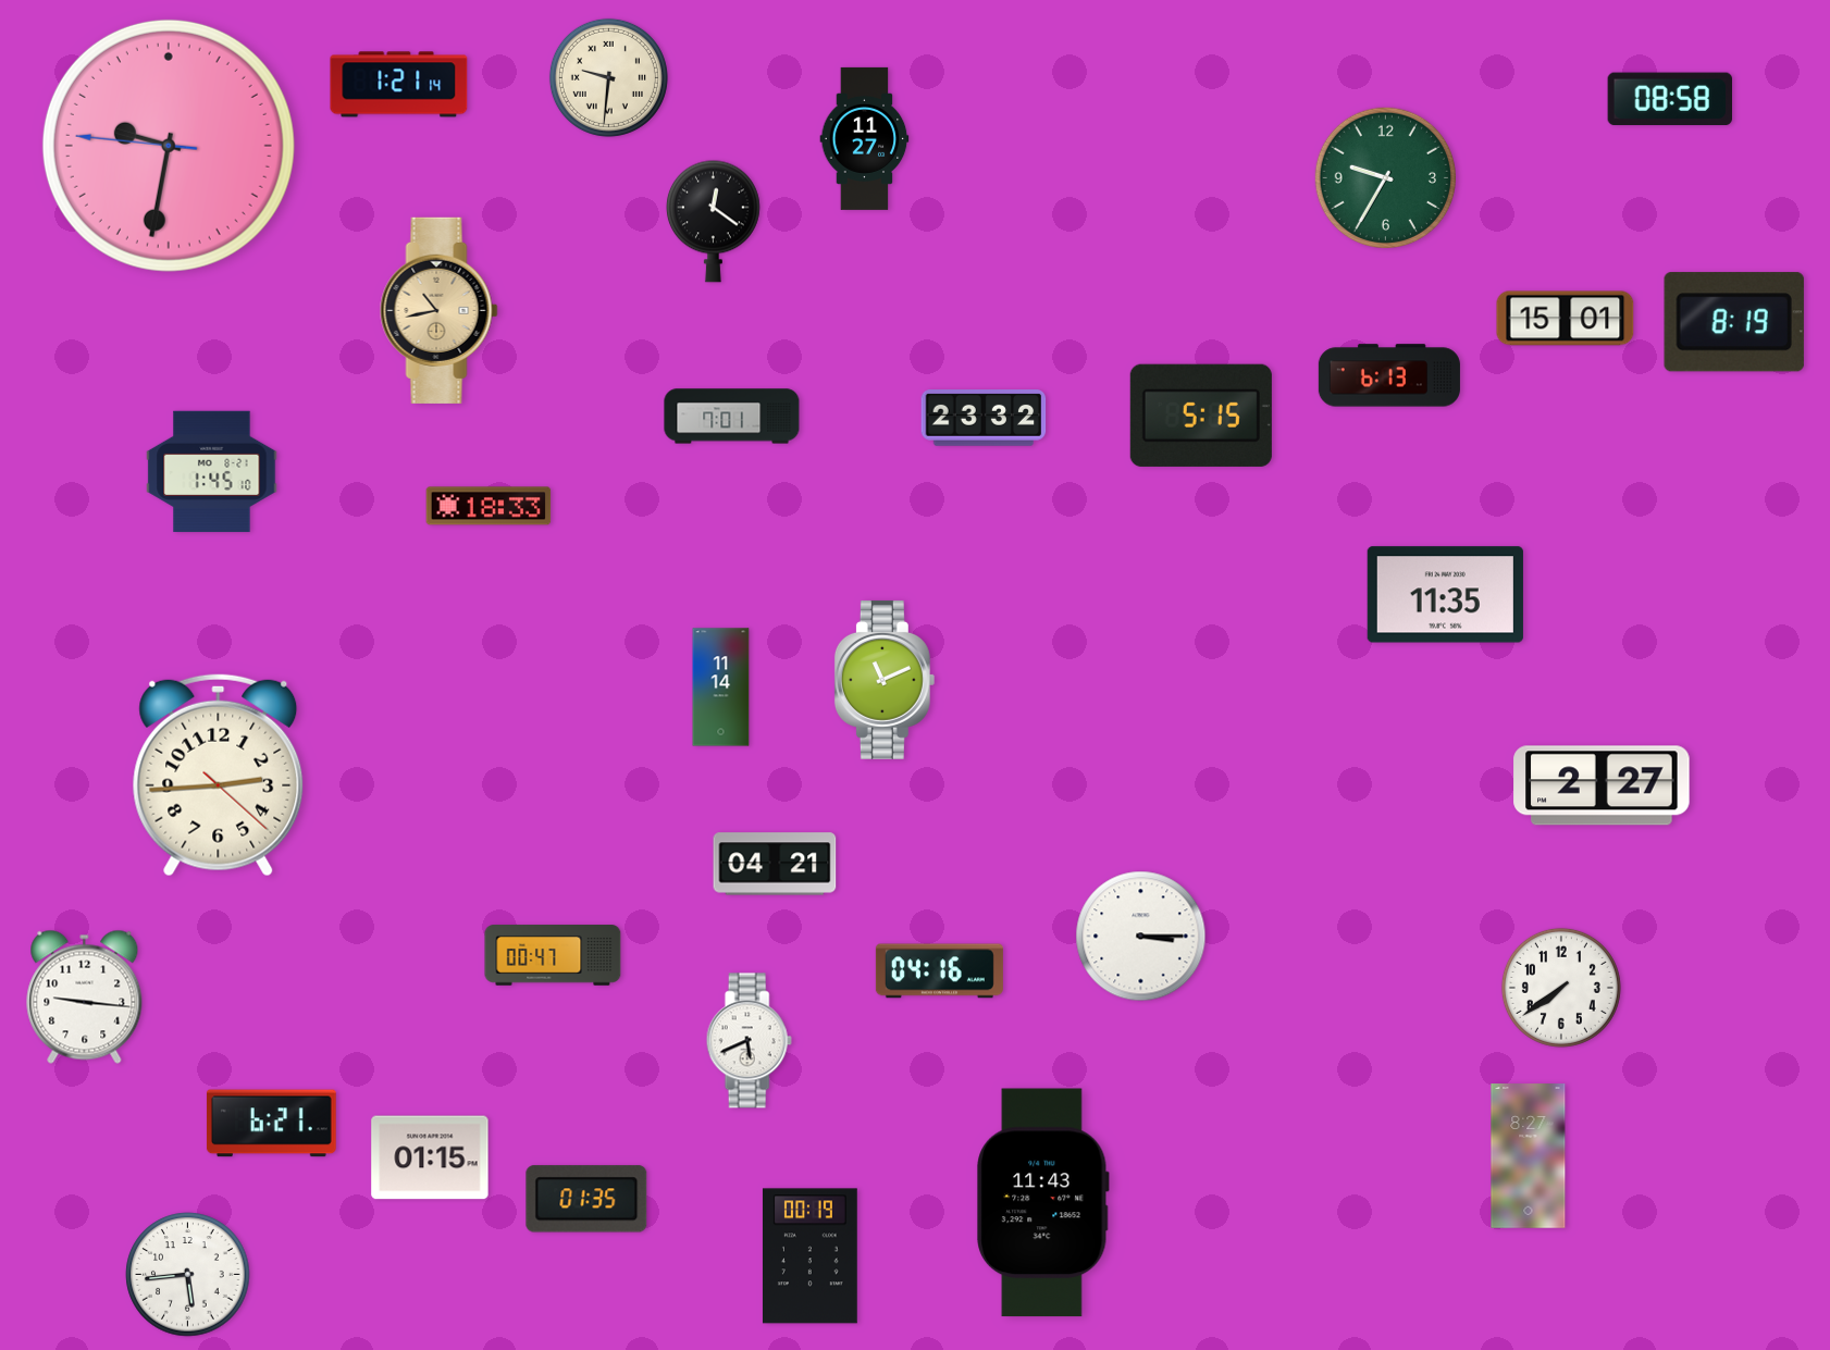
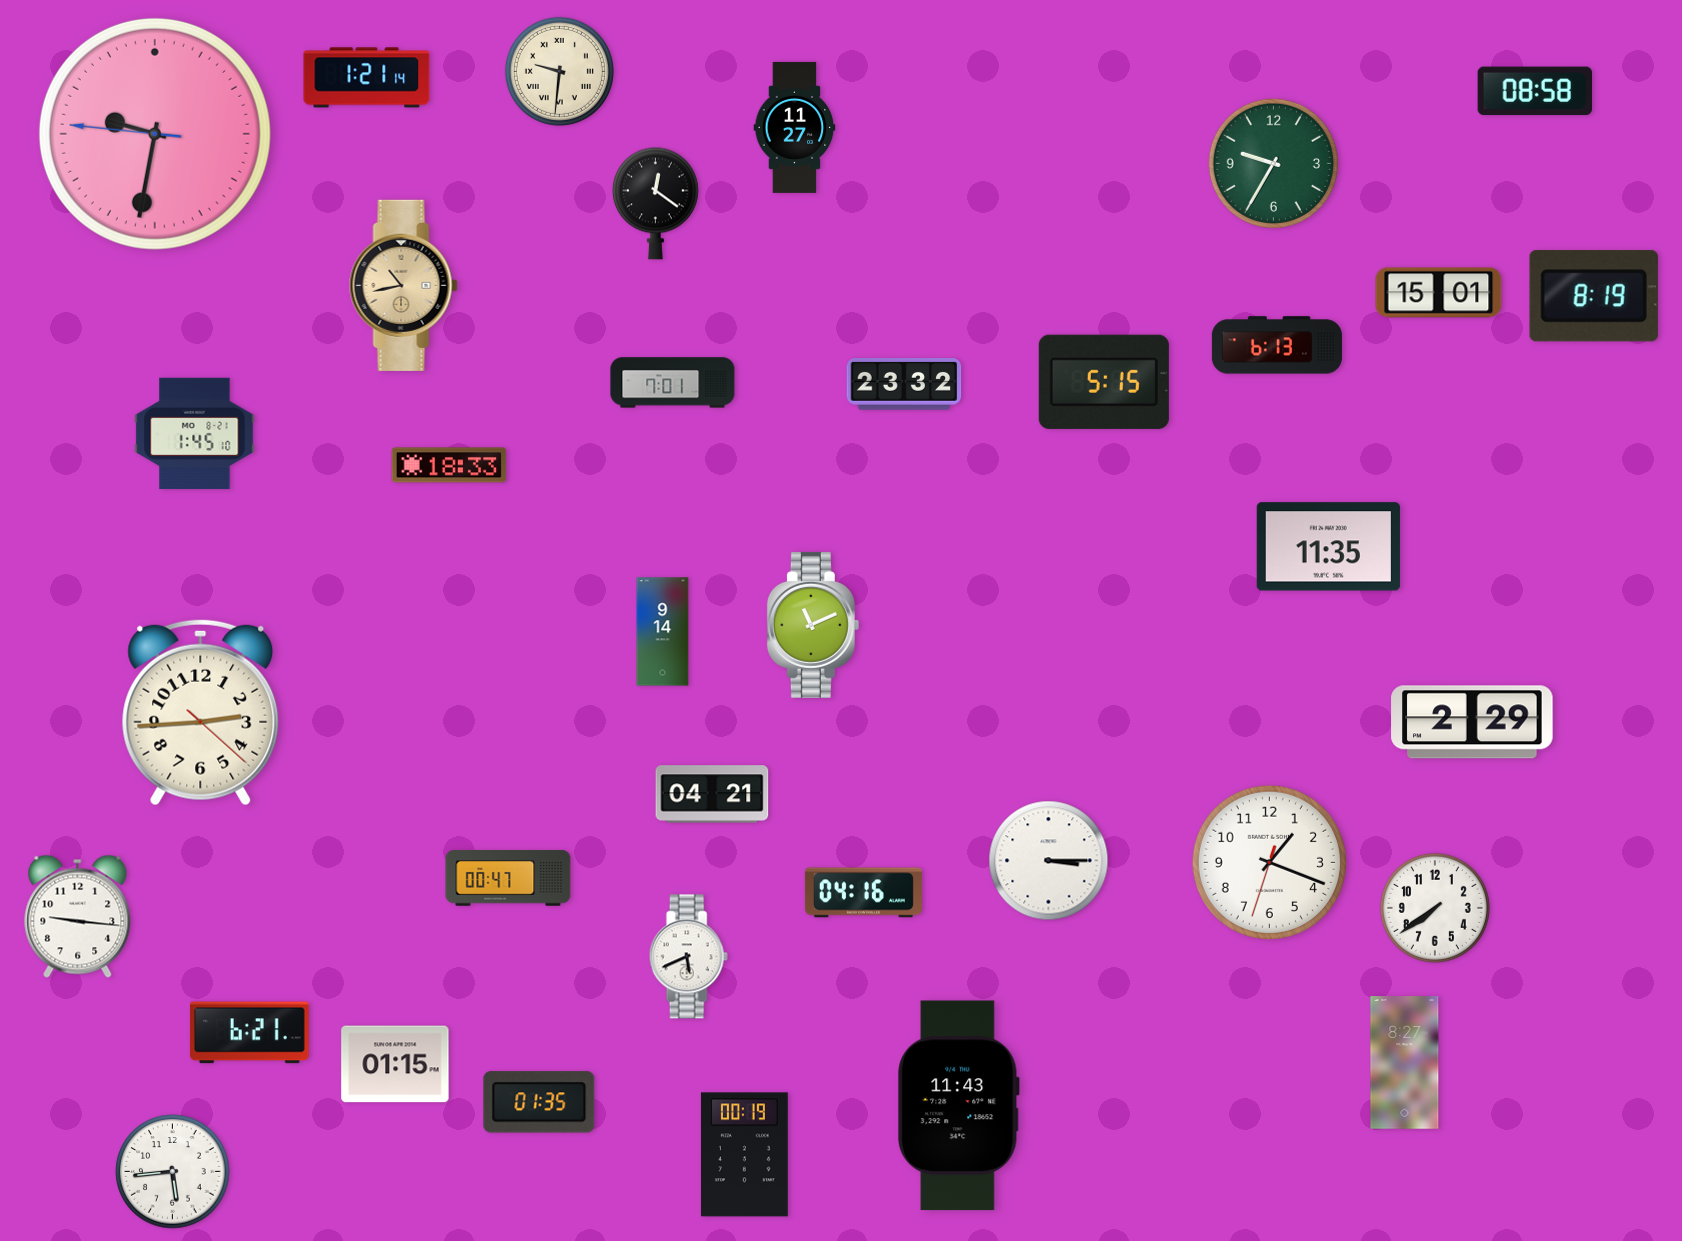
clock at (721, 688): 11:14 -> 9:14
clock at (1602, 785): 2:27 -> 2:29
clock at (1269, 862): none -> 1:18
